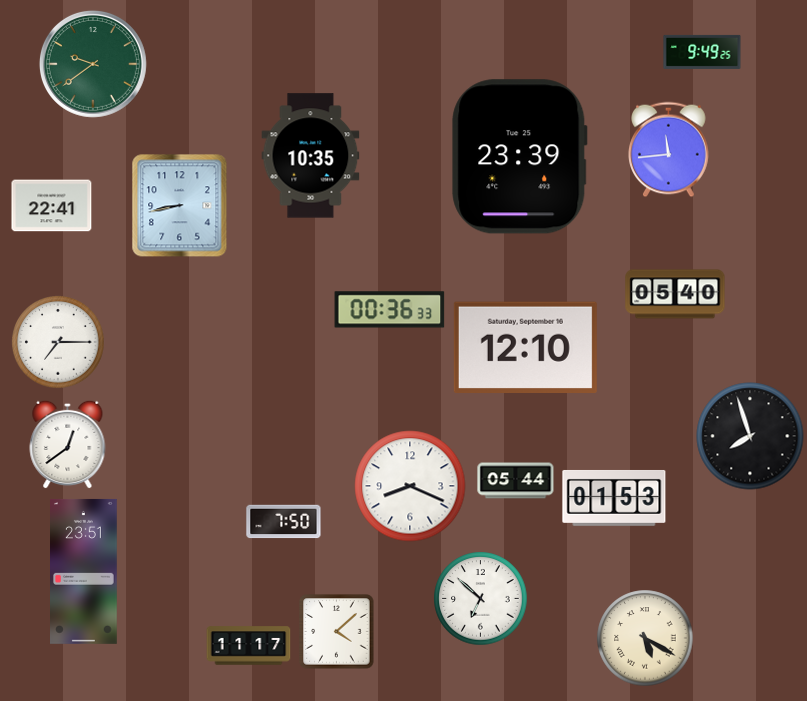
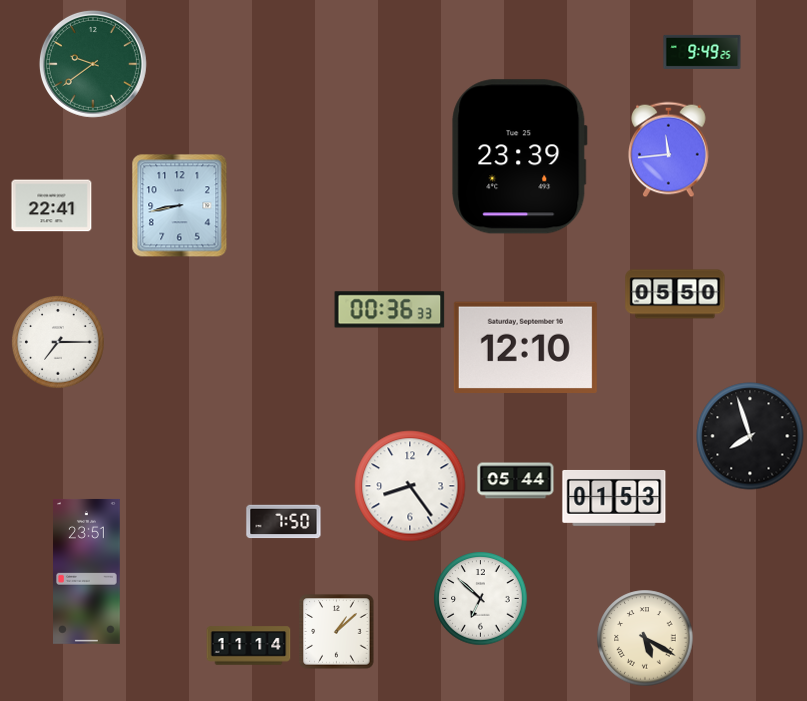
clock at (311, 156): 10:35 -> none
clock at (675, 294): 05:40 -> 05:50
clock at (68, 444): 12:39 -> none
clock at (410, 486): 8:19 -> 8:24
clock at (84, 571) position: (84, 571) -> (87, 571)
clock at (337, 632): 4:08 -> 1:08
clock at (249, 646): 11:17 -> 11:14
